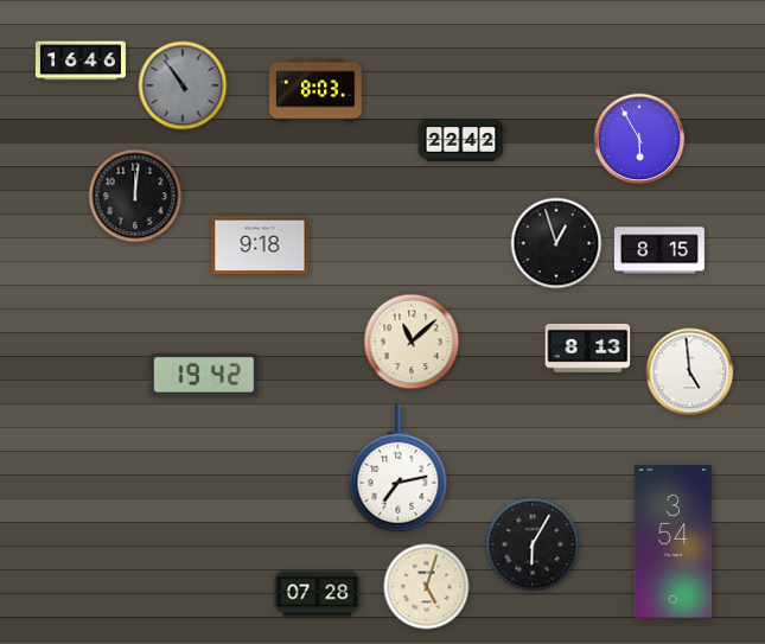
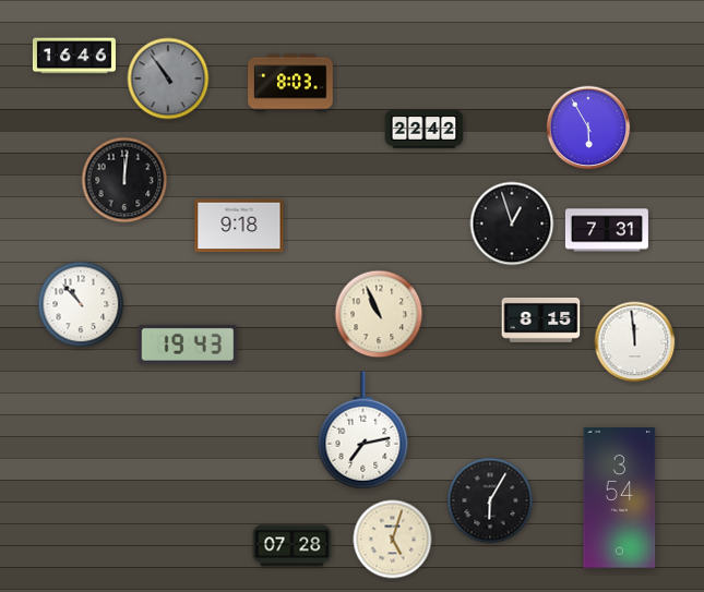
clock at (659, 250): 8:15 -> 7:31
clock at (81, 304): none -> 10:53
clock at (412, 342): 11:08 -> 10:56
clock at (588, 347): 8:13 -> 8:15
clock at (690, 372): 4:59 -> 11:59
clock at (203, 375): 19:42 -> 19:43
clock at (399, 468) position: (399, 468) -> (363, 431)
